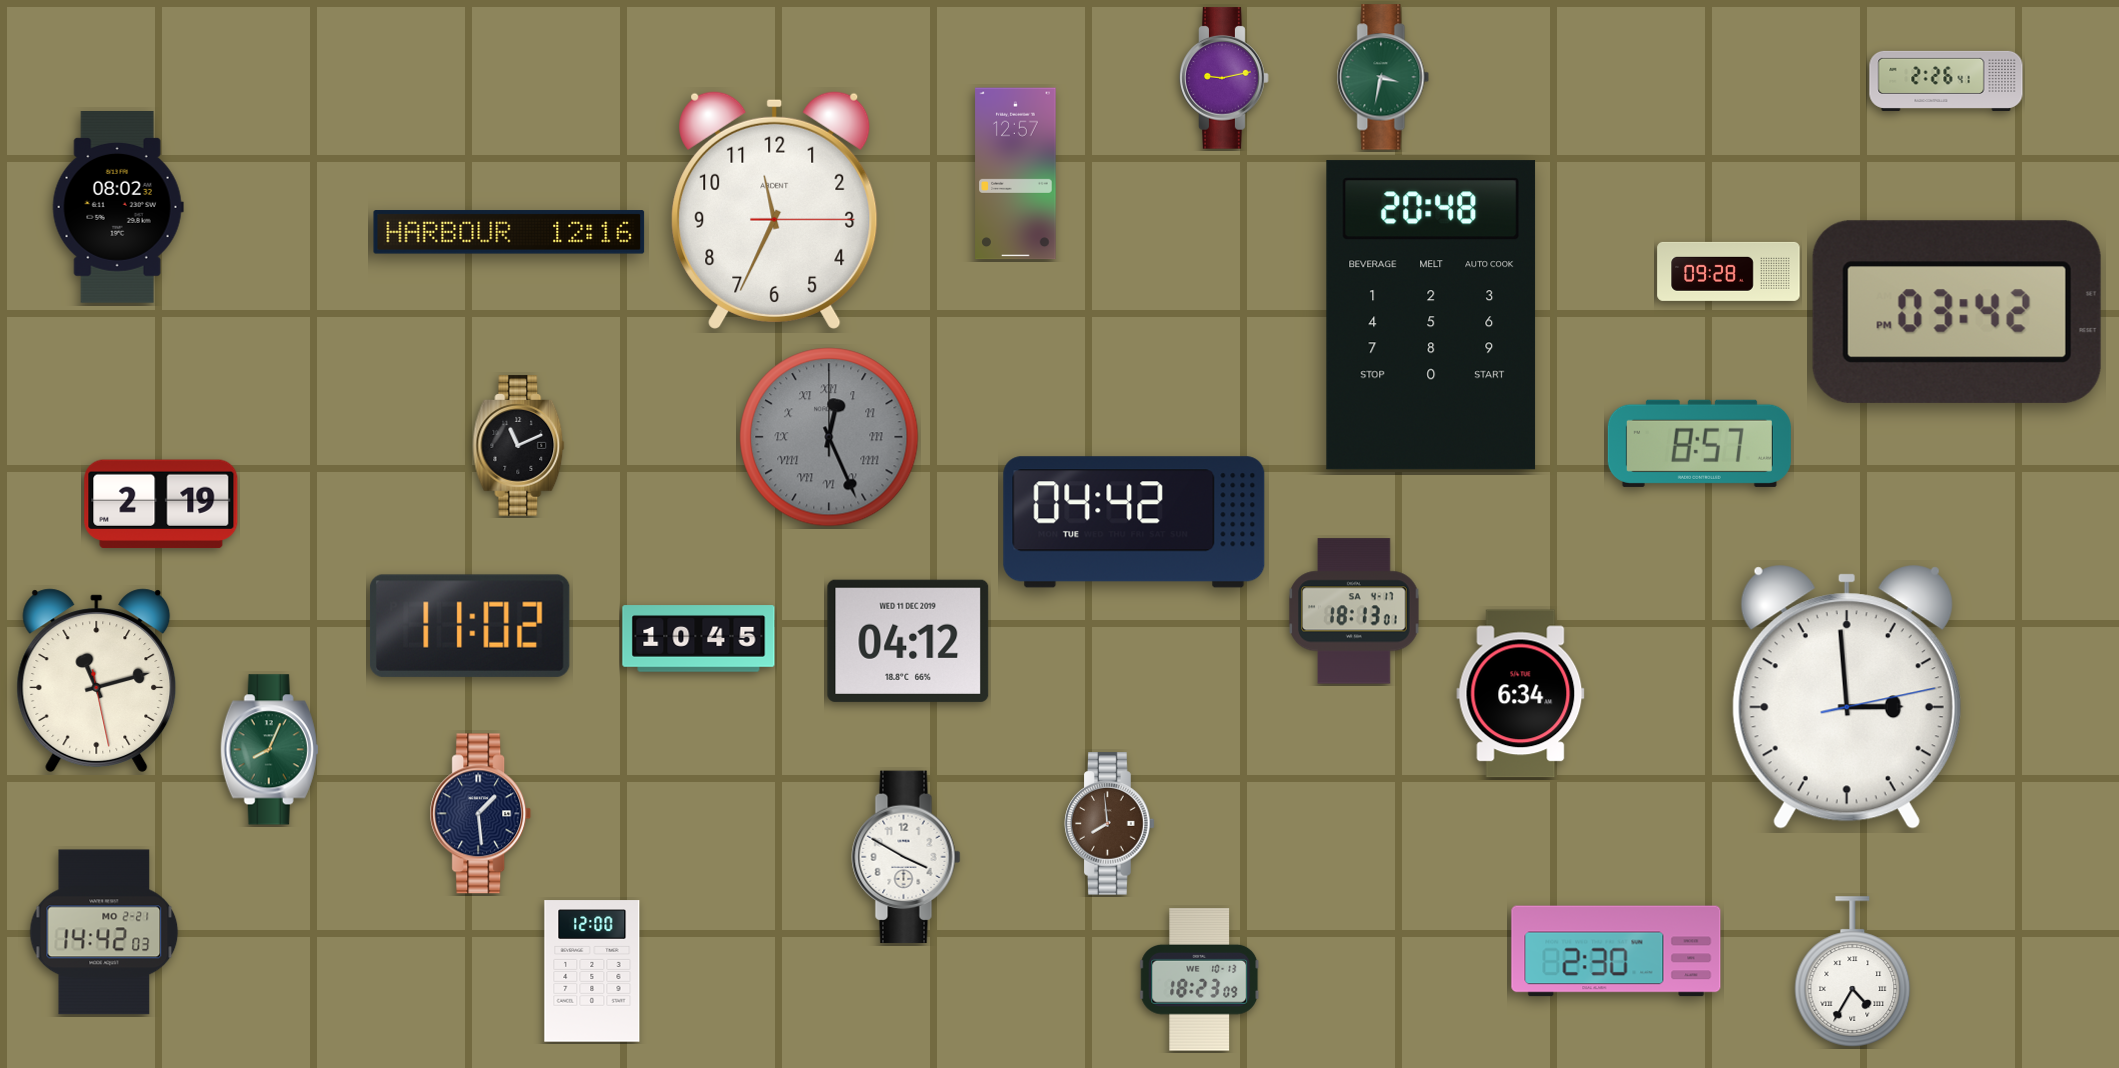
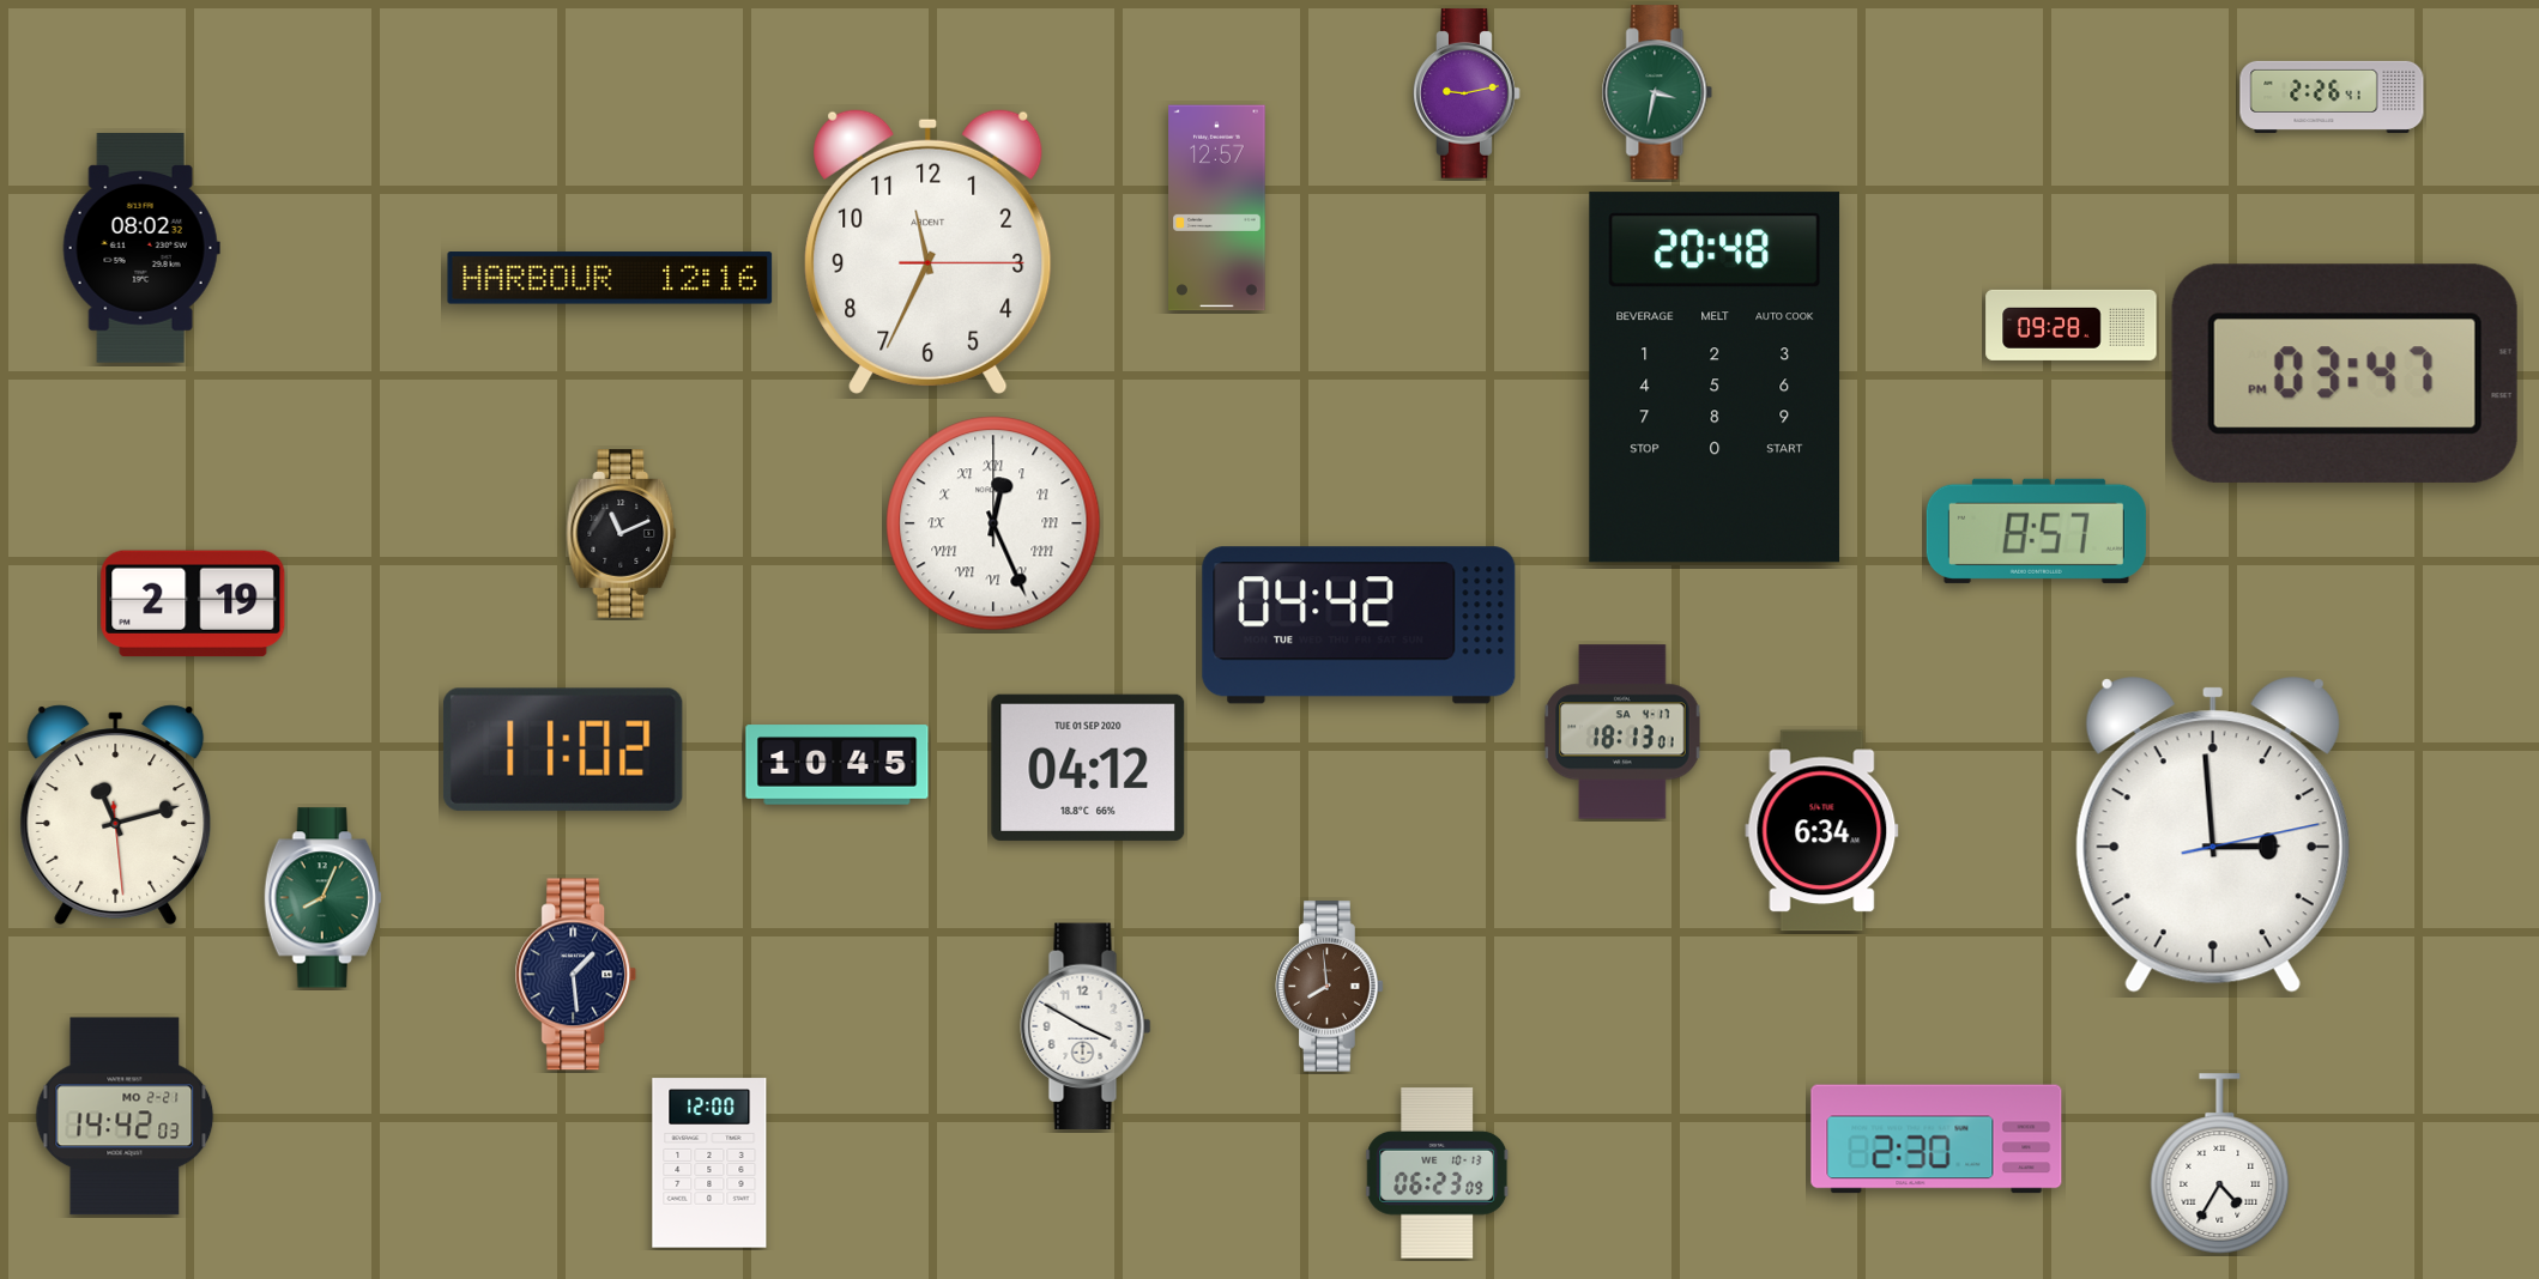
clock at (1957, 312): 03:42 -> 03:47
clock at (829, 437) dial: grey -> white
clock at (908, 641) date: WED 11 DEC 2019 -> TUE 01 SEP 2020
clock at (97, 680): 11:12:28 -> 11:12:29
clock at (1200, 980): 18:23 -> 06:23
